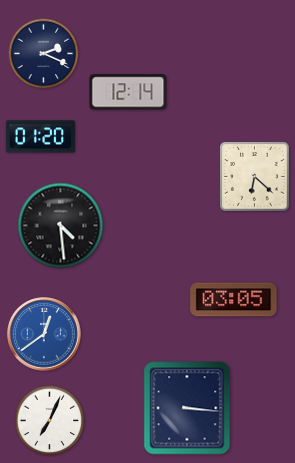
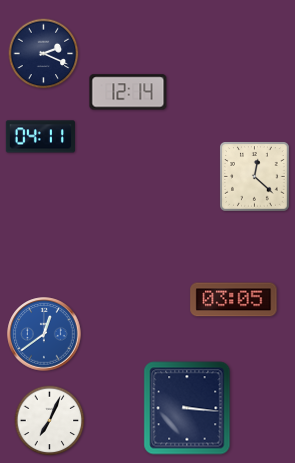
clock at (40, 137): 01:20 -> 04:11
clock at (255, 177): 6:22 -> 12:22
clock at (61, 226): 4:29 -> none
